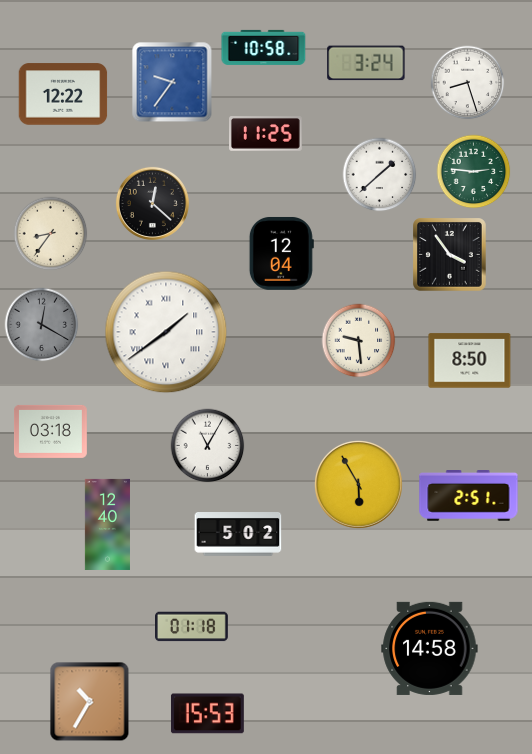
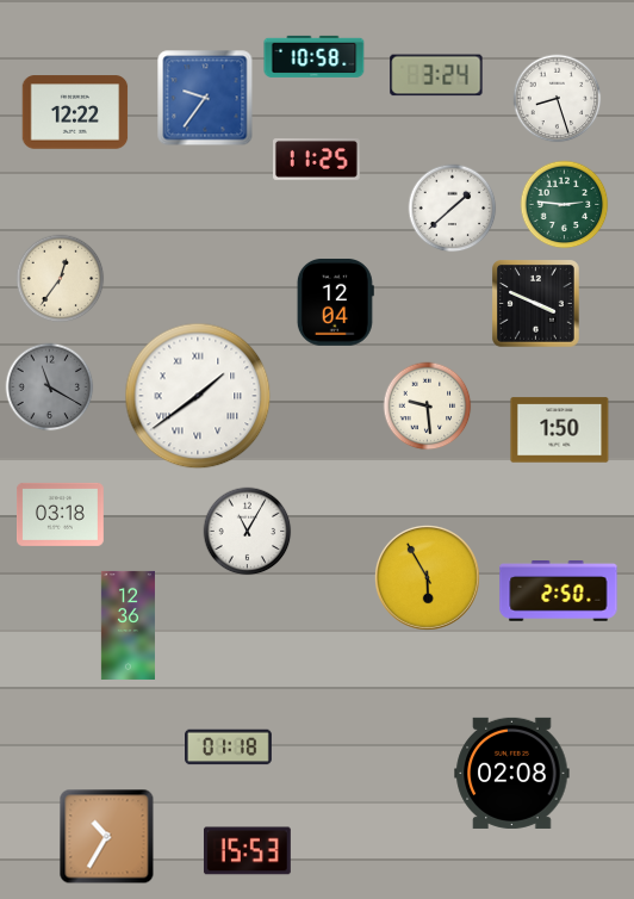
clock at (152, 203): 12:22 -> none
clock at (51, 234): 8:36 -> 12:36
clock at (450, 255): 3:54 -> 3:49
clock at (42, 325): 12:20 -> 11:20
clock at (470, 361): 8:50 -> 1:50
clock at (469, 496): 2:51 -> 2:50
clock at (107, 524): 12:40 -> 12:36
clock at (238, 535): 5:02 -> none
clock at (430, 648): 14:58 -> 02:08
